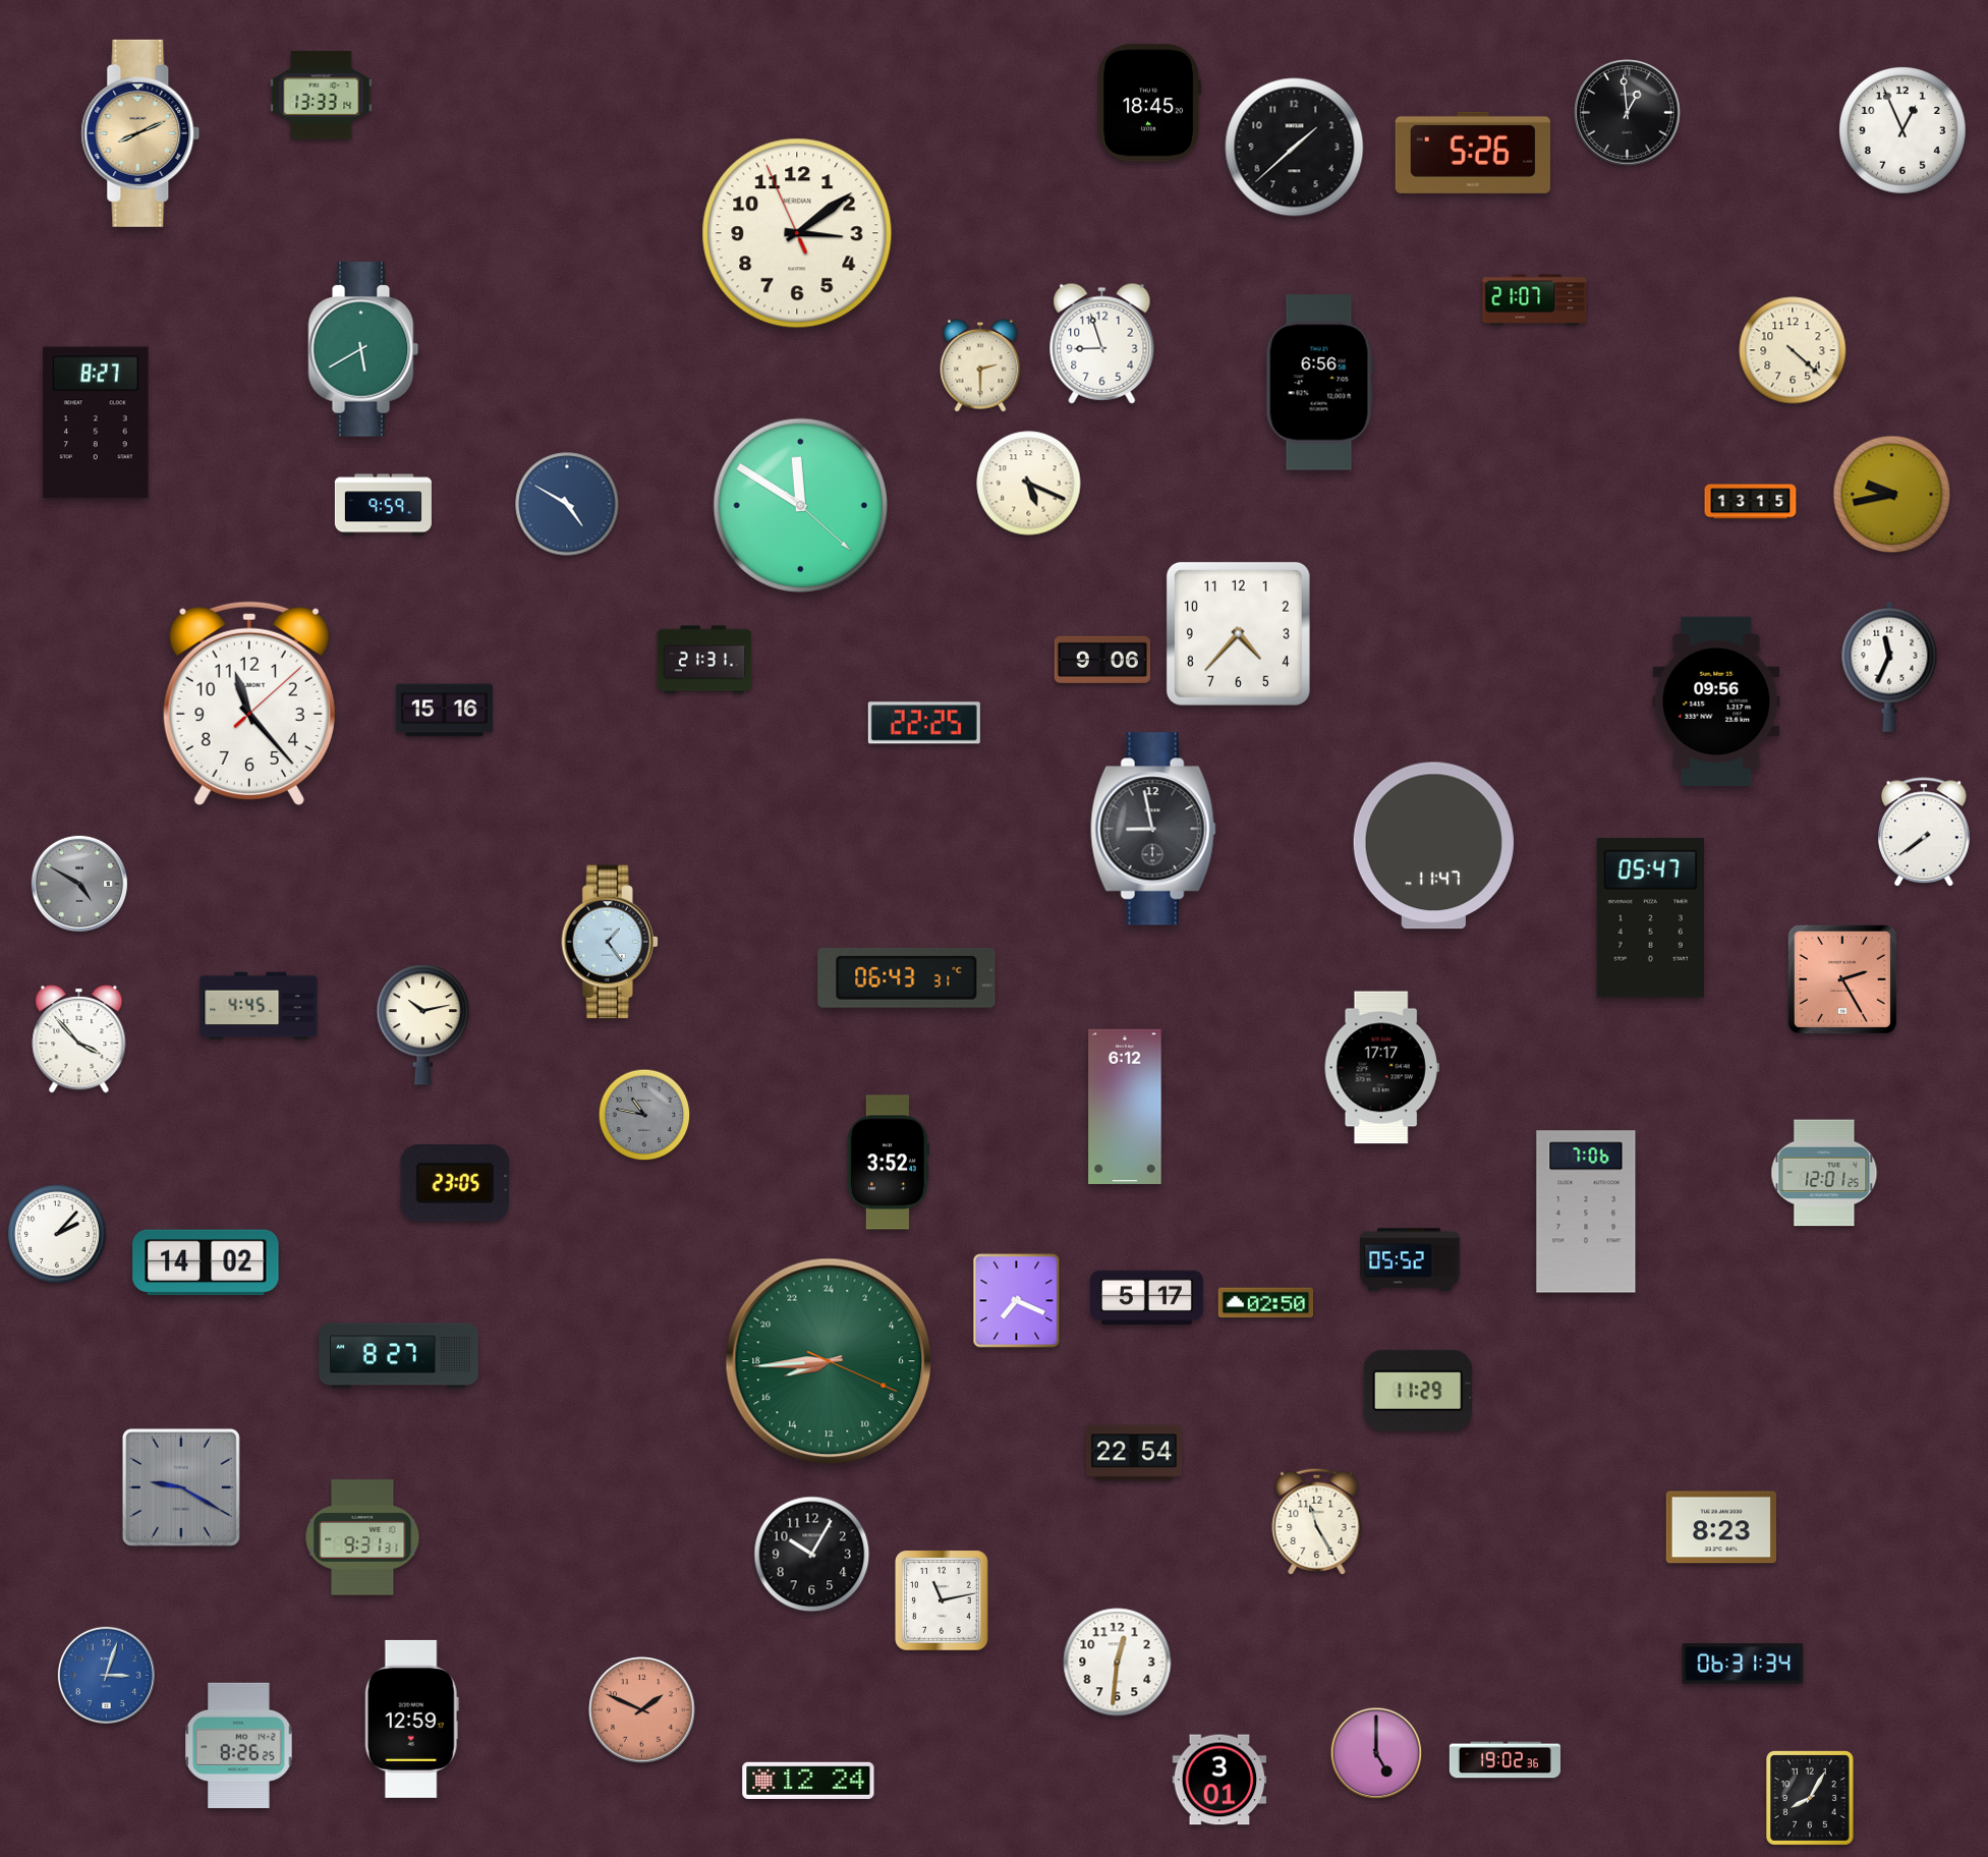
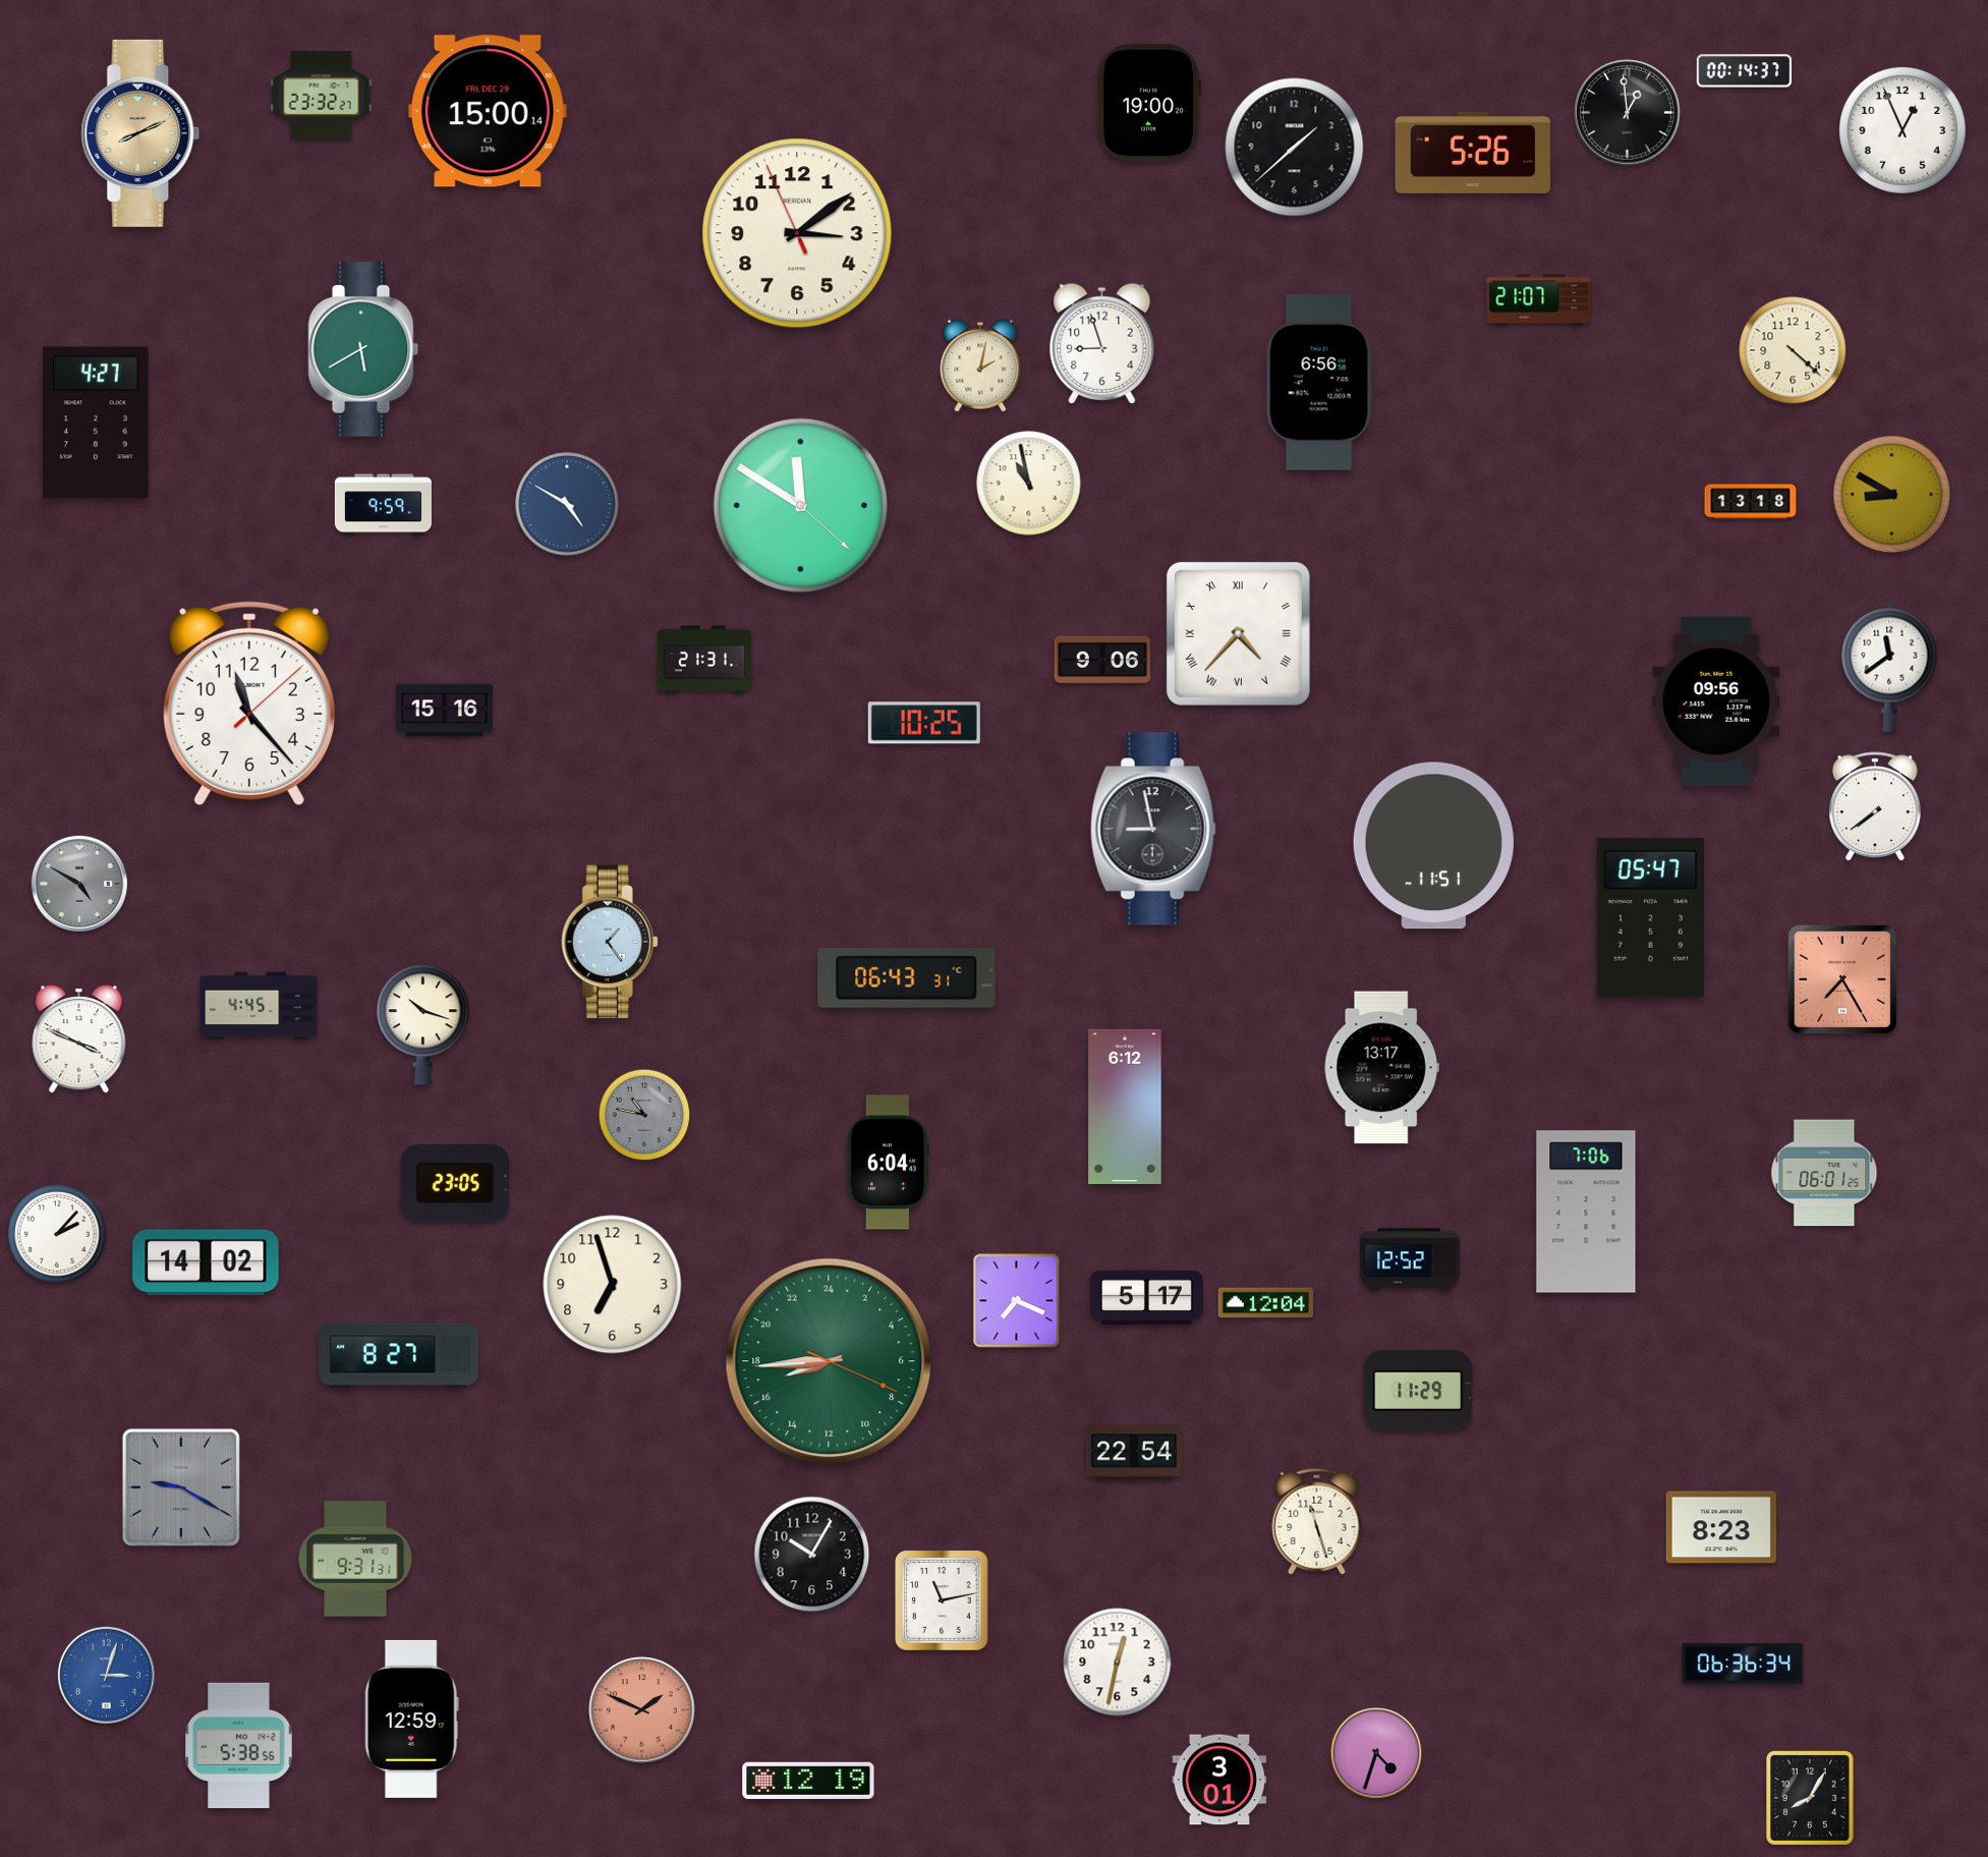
clock at (1745, 71): none -> 00:14
clock at (322, 96): 13:33 -> 23:32
clock at (1149, 103): 18:45 -> 19:00
clock at (488, 111): none -> 15:00
clock at (1535, 300) position: (1535, 300) -> (1539, 300)
clock at (980, 365): 2:30 -> 2:02
clock at (96, 423): 8:27 -> 4:27
clock at (1029, 484): 5:19 -> 10:58
clock at (1892, 495): 9:43 -> 8:50
clock at (1751, 502): 13:15 -> 13:18
clock at (1238, 633) numerals: Arabic -> Roman
clock at (1889, 667): 11:34 -> 11:39
clock at (924, 723): 22:25 -> 10:25
clock at (1925, 833) position: (1925, 833) -> (1876, 807)
clock at (1433, 846): 11:47 -> 11:51
clock at (1842, 979): 2:25 -> 7:25
clock at (422, 1025): 10:13 -> 10:18
clock at (79, 1039): 3:53 -> 3:49
clock at (1381, 1068): 17:17 -> 13:17
clock at (888, 1163): 3:52 -> 6:04
clock at (1824, 1173): 12:01 -> 06:01
clock at (1410, 1259): 05:52 -> 12:52
clock at (613, 1285): none -> 6:57
clock at (1266, 1303): 02:50 -> 12:04
clock at (1317, 1521): 11:25 -> 11:27
clock at (362, 1537) position: (362, 1537) -> (355, 1559)
clock at (1118, 1663): 12:31 -> 12:32
clock at (1743, 1664): 06:31 -> 06:36
clock at (239, 1745): 8:26 -> 5:38
clock at (1376, 1753): 5:00 -> 4:33
clock at (1504, 1760): 19:02 -> none
clock at (808, 1781): 12:24 -> 12:19
